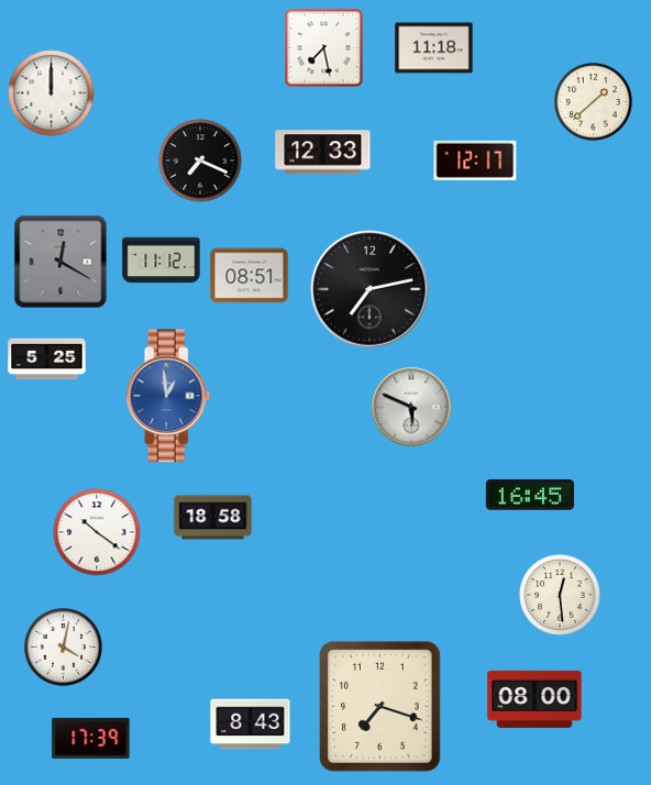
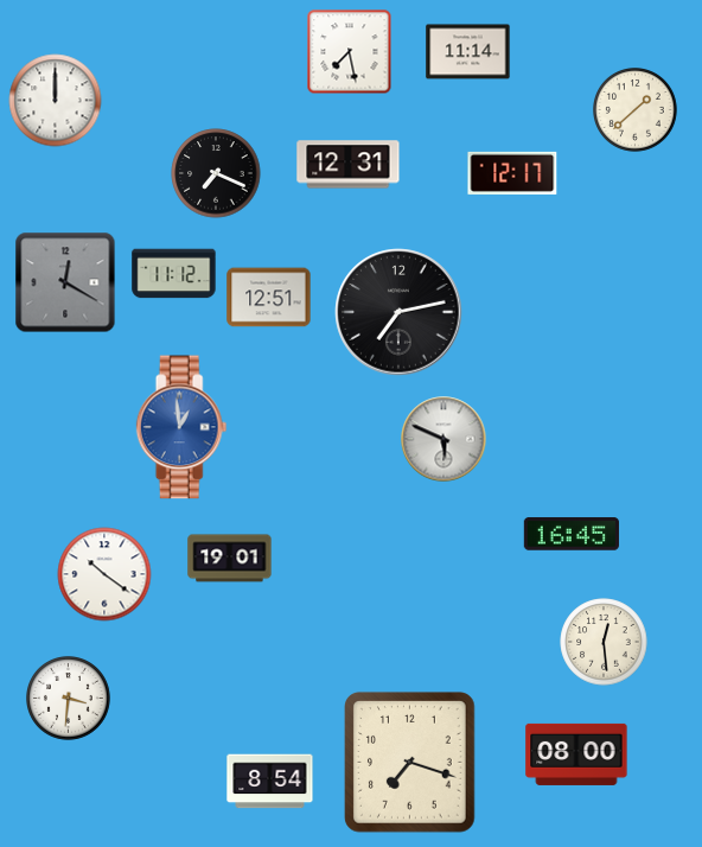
clock at (434, 48): 11:18 -> 11:14
clock at (594, 102) position: (594, 102) -> (636, 110)
clock at (323, 153): 12:33 -> 12:31
clock at (162, 261) position: (162, 261) -> (174, 274)
clock at (250, 276): 08:51 -> 12:51
clock at (47, 360): 5:25 -> none
clock at (213, 518): 18:58 -> 19:01
clock at (64, 648): 4:02 -> 3:31
clock at (251, 725): 8:43 -> 8:54
clock at (91, 738): 17:39 -> none
